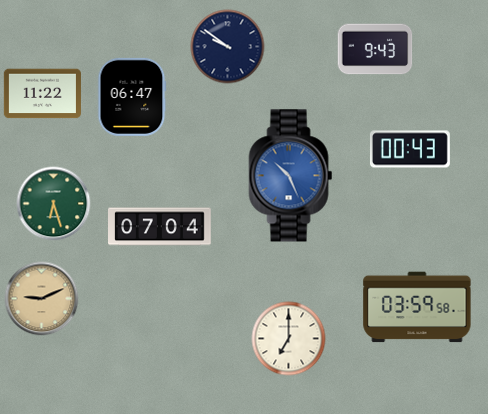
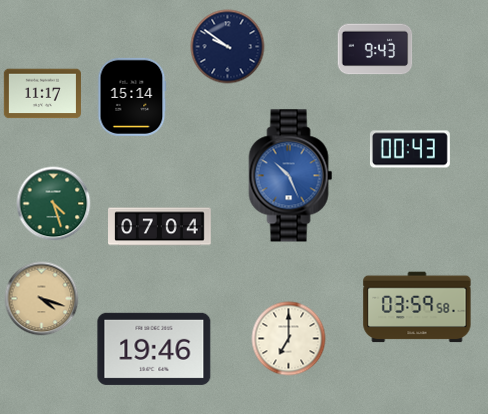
clock at (42, 94): 11:22 -> 11:17
clock at (132, 97): 06:47 -> 15:14
clock at (54, 204): 6:27 -> 4:27
clock at (42, 299): 9:11 -> 4:18
clock at (154, 349): none -> 19:46
